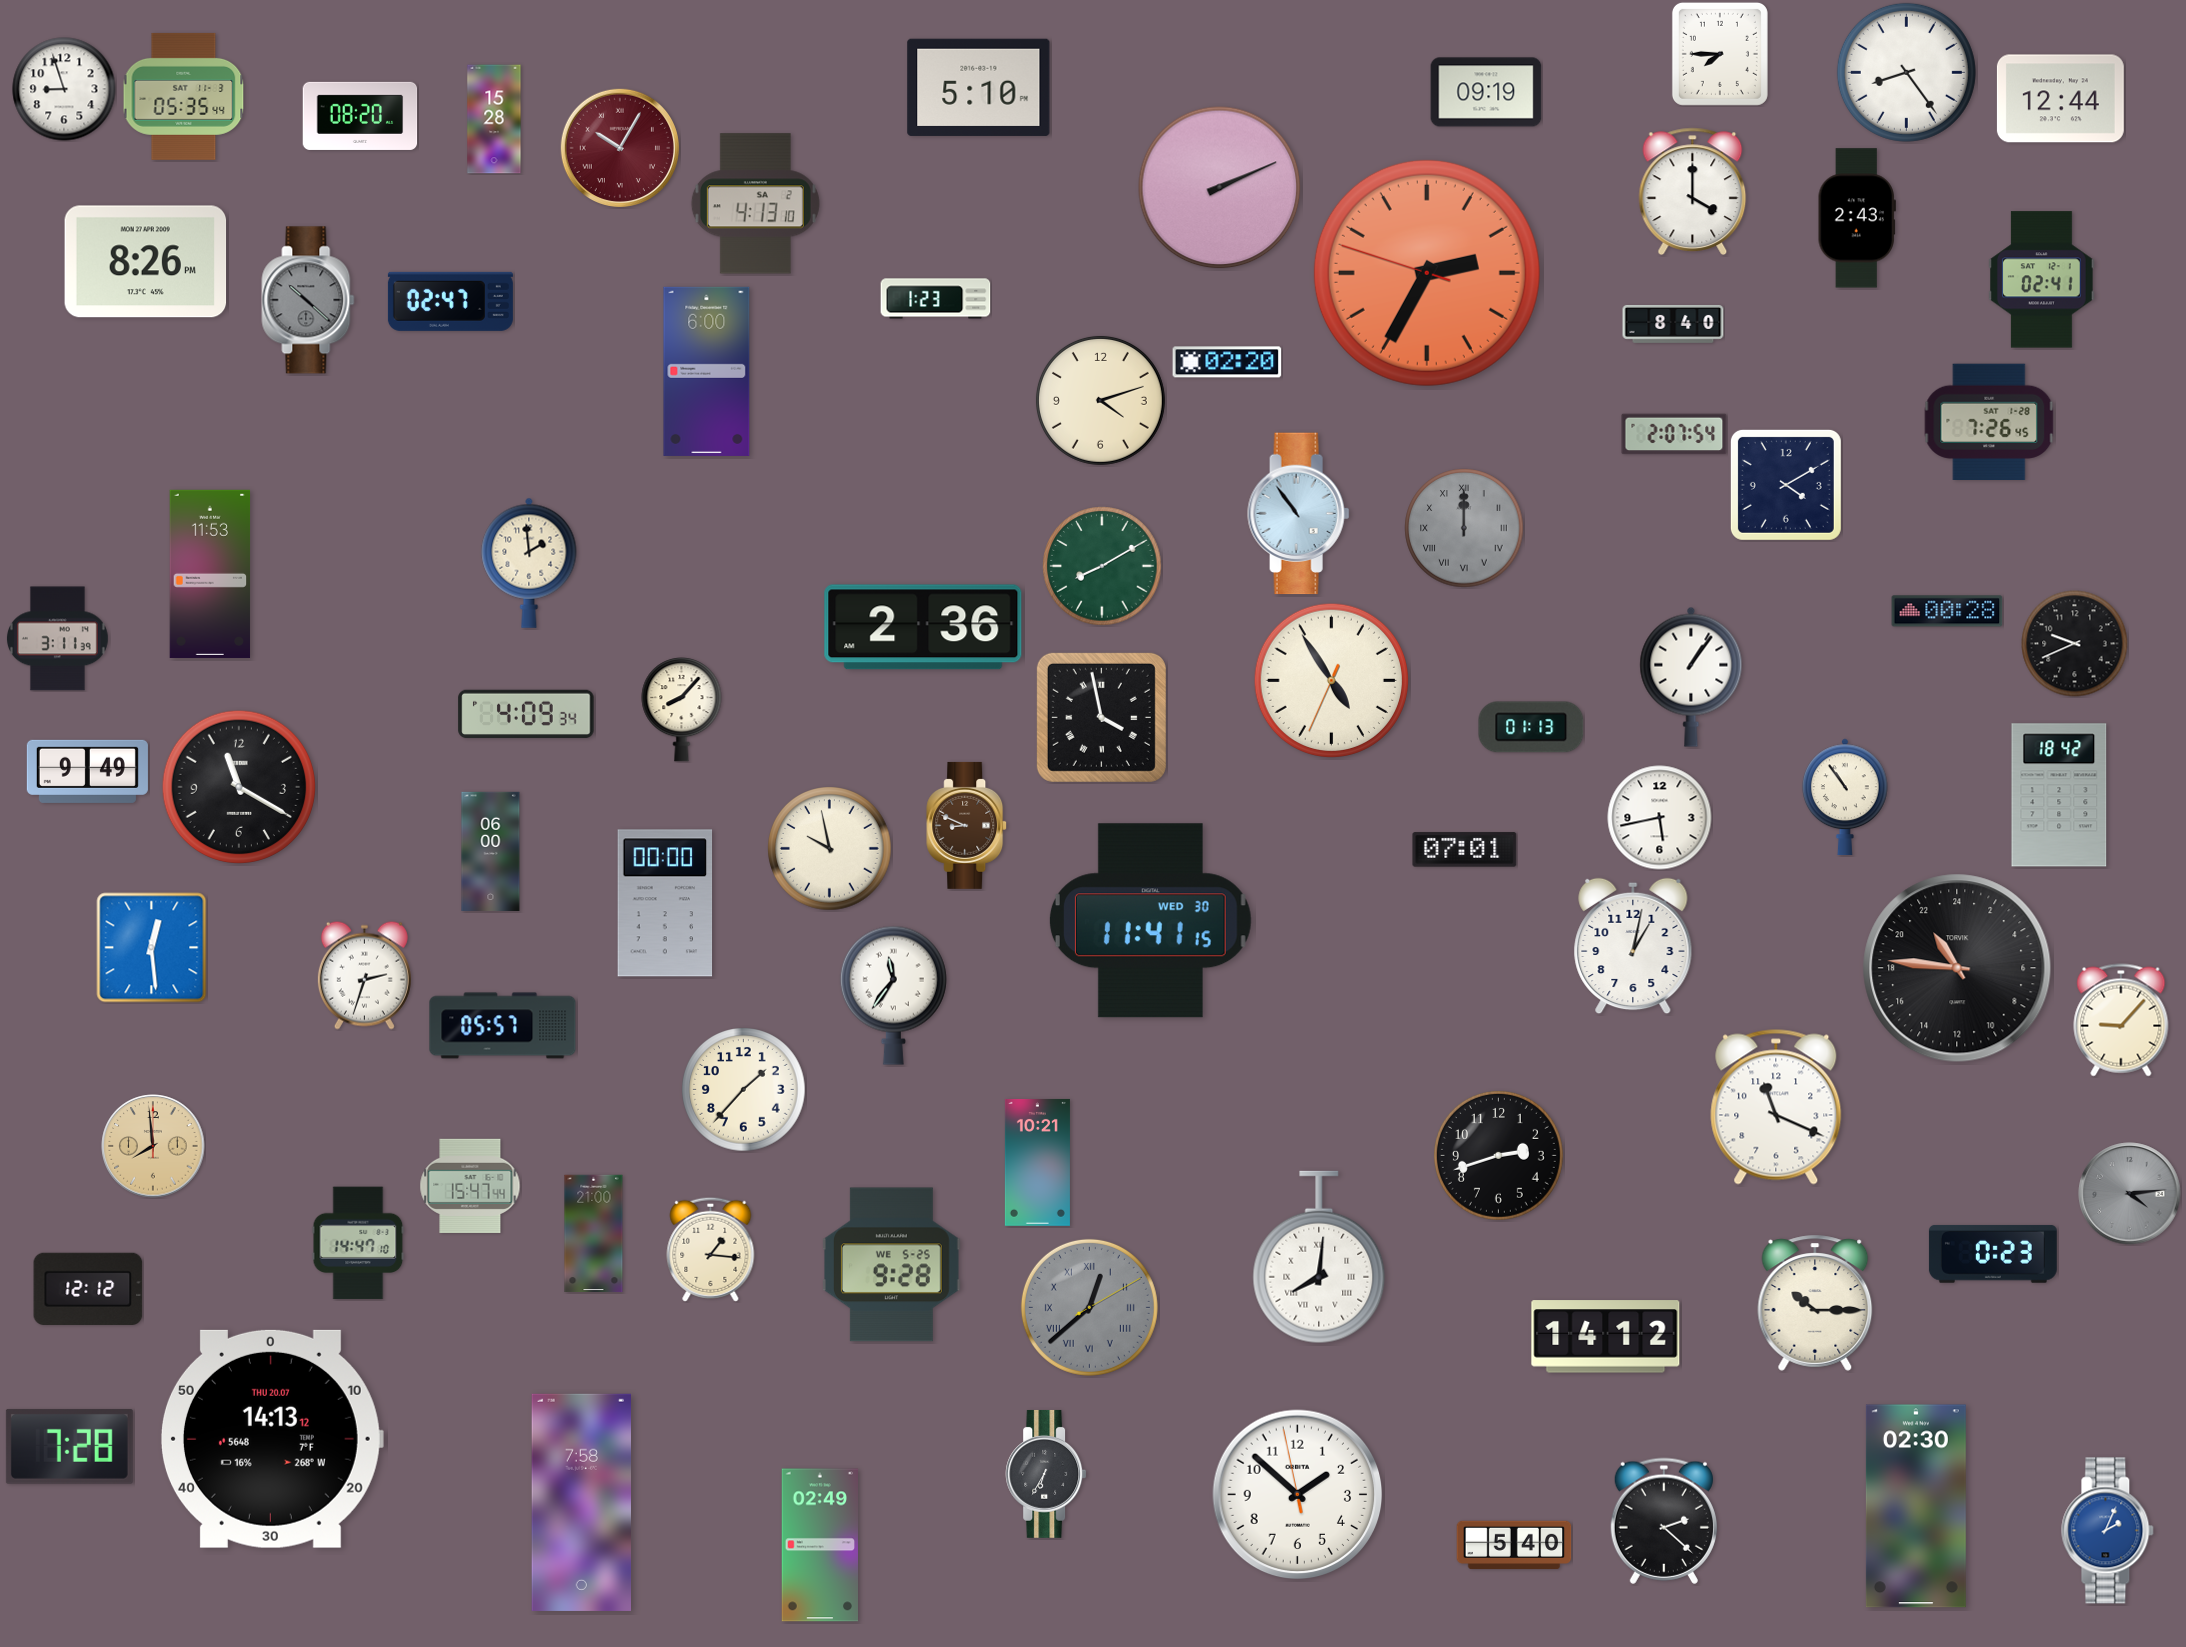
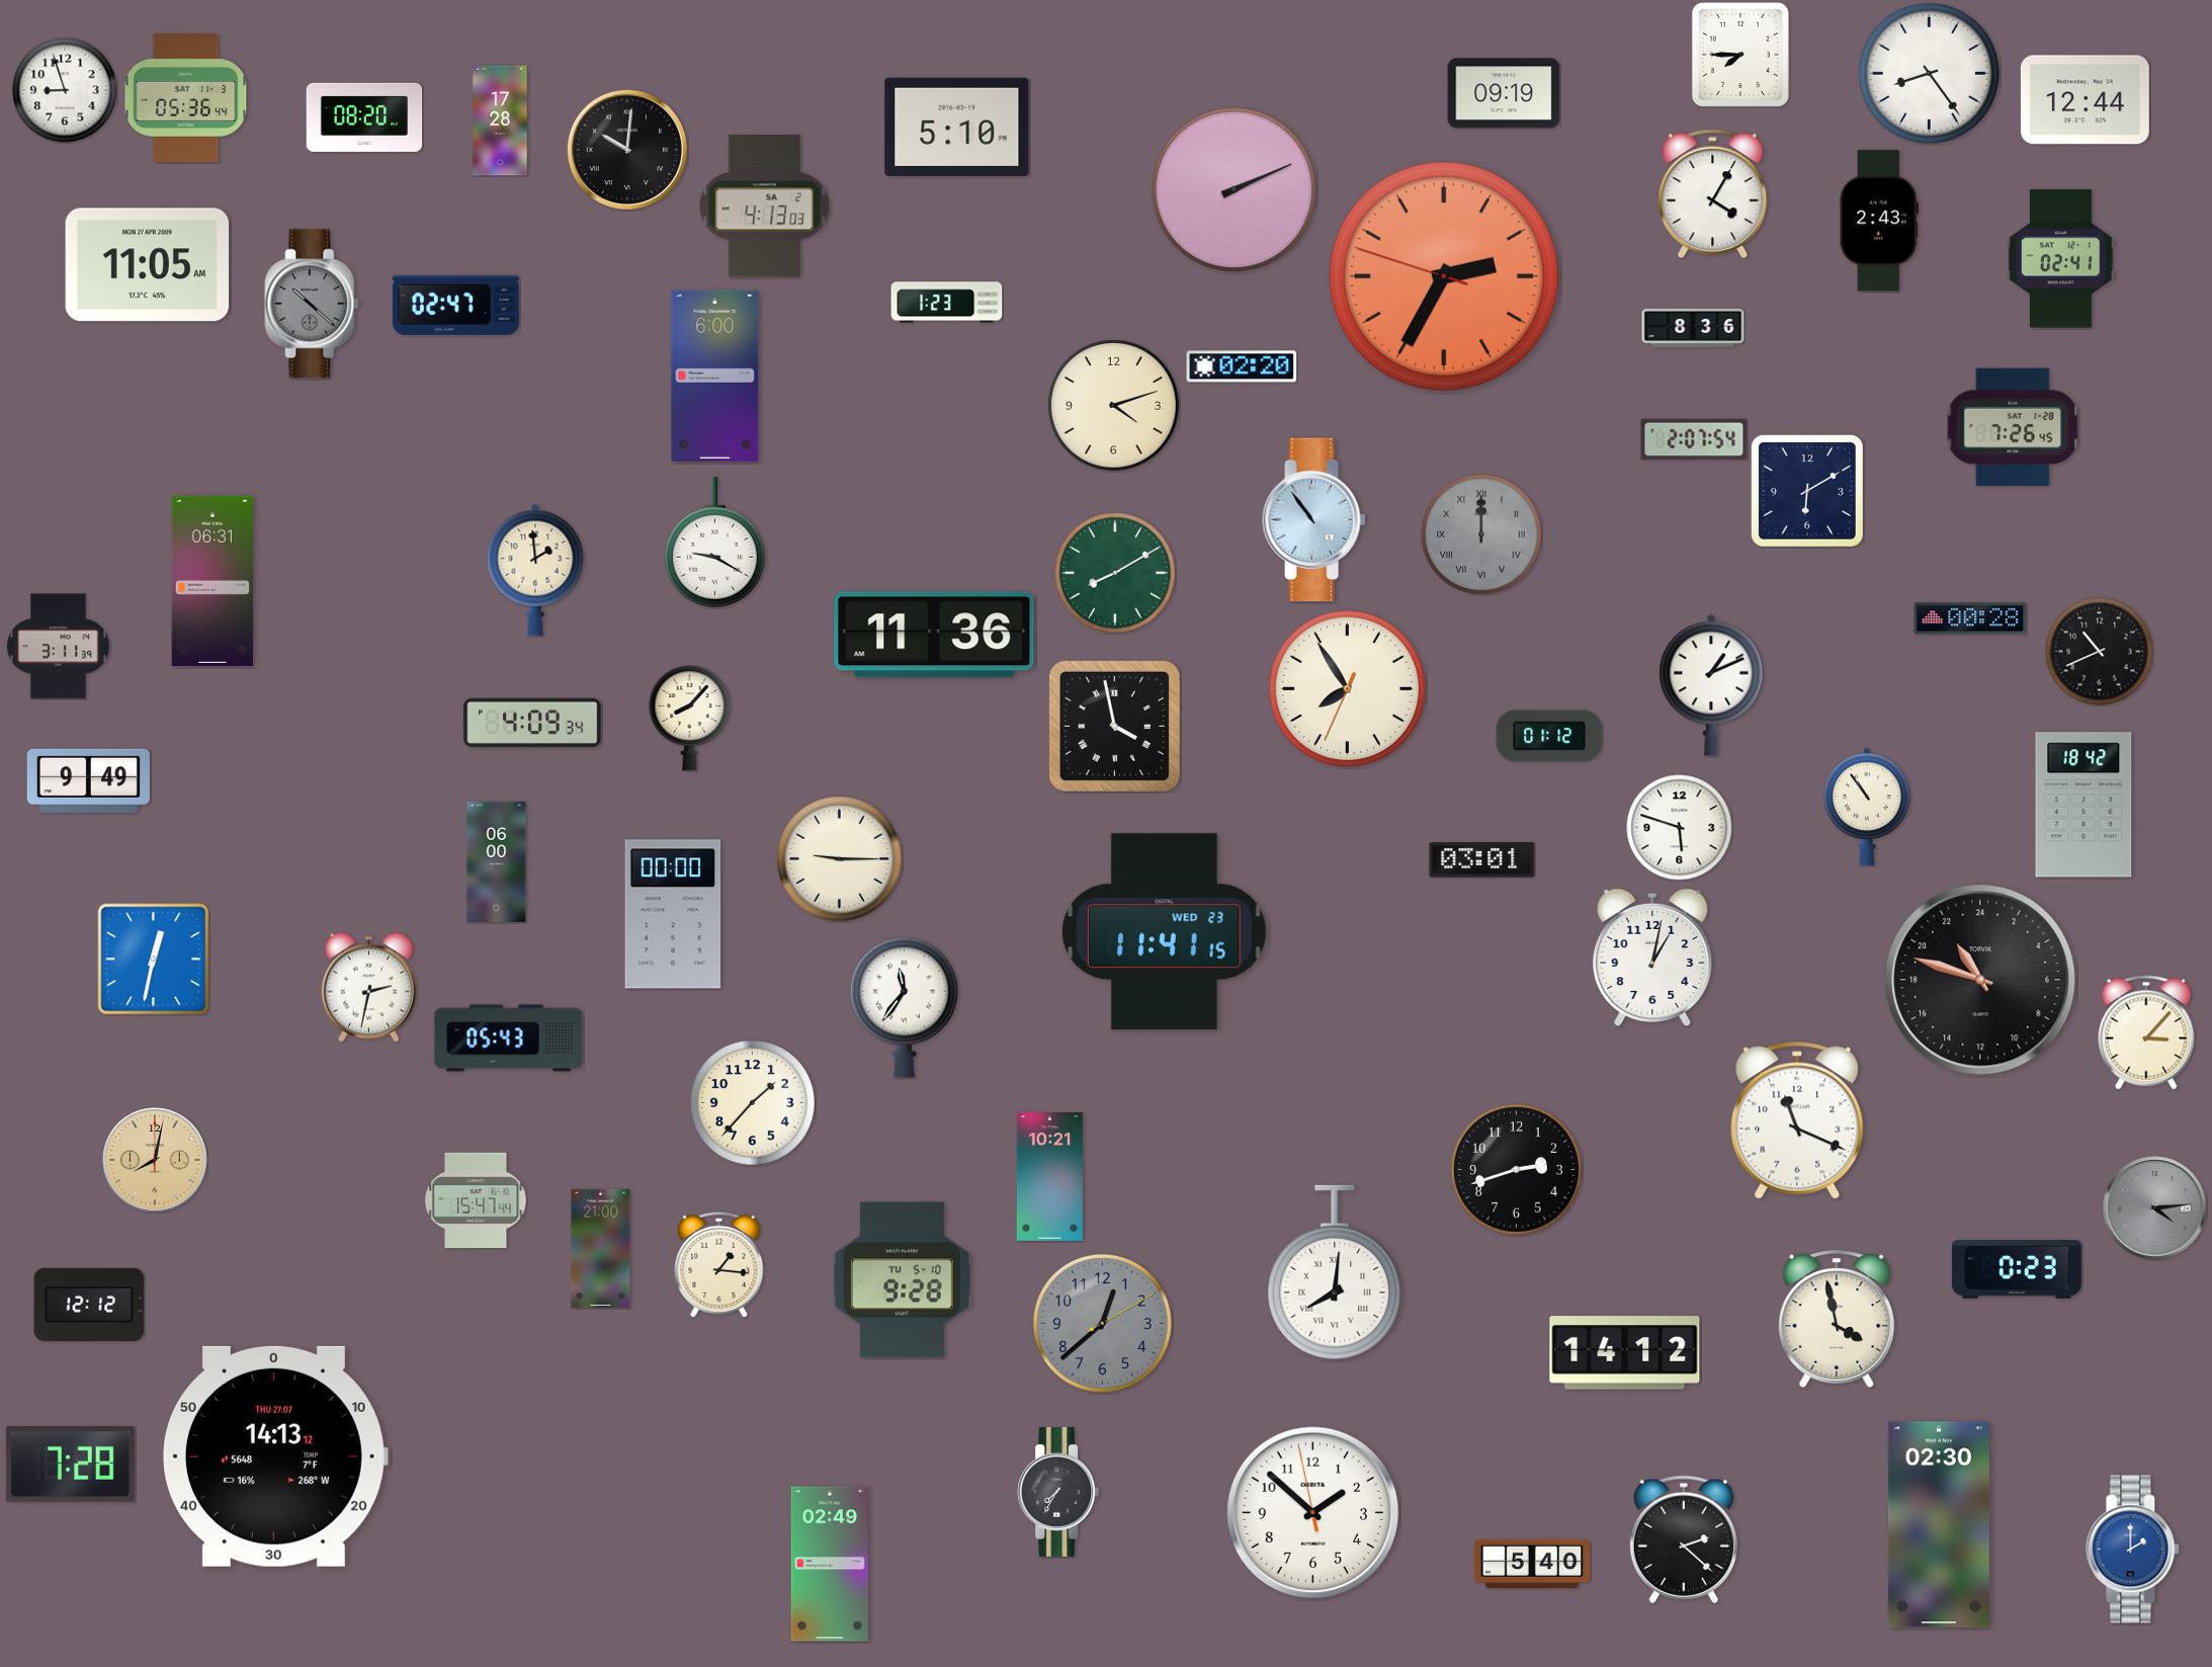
clock at (979, 87) position: (979, 87) -> (957, 127)
clock at (184, 96): 05:35 -> 05:36
clock at (494, 119): 15:28 -> 17:28
clock at (620, 148): 10:05 -> 10:01
clock at (620, 148) dial: burgundy -> black
clock at (1693, 191): 4:00 -> 4:05
clock at (755, 204): 4:13:10 -> 4:13:03
clock at (146, 262): 8:26 -> 11:05
clock at (2042, 280) position: (2042, 280) -> (2061, 259)
clock at (1673, 324): 8:40 -> 8:36
clock at (1786, 485): 4:10 -> 6:10
clock at (714, 541): none -> 9:20
clock at (210, 574): 11:53 -> 06:31
clock at (923, 627): 2:36 -> 11:36
clock at (2075, 644): 9:41 -> 10:41
clock at (1691, 677): 1:06 -> 1:11
clock at (1331, 680): 4:54 -> 7:54
clock at (1531, 727): 01:13 -> 01:12
clock at (238, 786): 11:20 -> none
clock at (1660, 818): 5:43 -> 5:48
clock at (967, 825): 8:49 -> none
clock at (830, 849): 9:58 -> 9:15
clock at (1465, 850): 07:01 -> 03:01
clock at (1150, 921) date: WED 30 -> WED 23
clock at (152, 948): 12:29 -> 12:32
clock at (1957, 968): 21:46 -> 21:48
clock at (364, 975): 2:33 -> 2:32
clock at (2121, 1020): 9:07 -> 3:07
clock at (503, 1026): 05:57 -> 05:43
clock at (153, 1146): 7:59 -> 8:02
clock at (358, 1243): 14:47 -> none
clock at (891, 1265) date: WE 5-25 -> TU 5-10
clock at (1815, 1303): 10:15 -> 3:58
clock at (1089, 1307) numerals: Roman -> Arabic
clock at (271, 1439) date: THU 20.07 -> THU 27.07
clock at (1046, 1474): 6:35 -> 7:35
clock at (581, 1502): 7:58 -> none
clock at (2108, 1531): 2:04 -> 2:00
